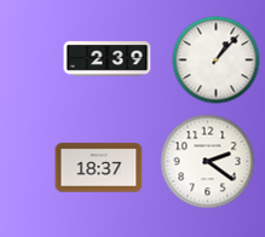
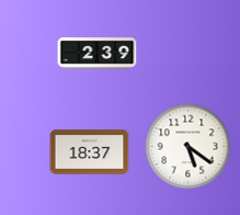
clock at (217, 60): 1:07 -> none
clock at (208, 162): 2:21 -> 5:21
